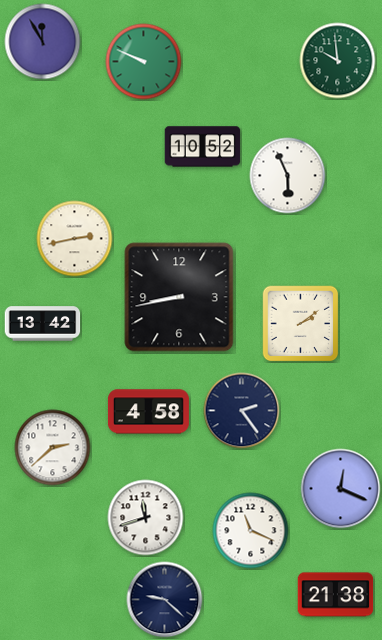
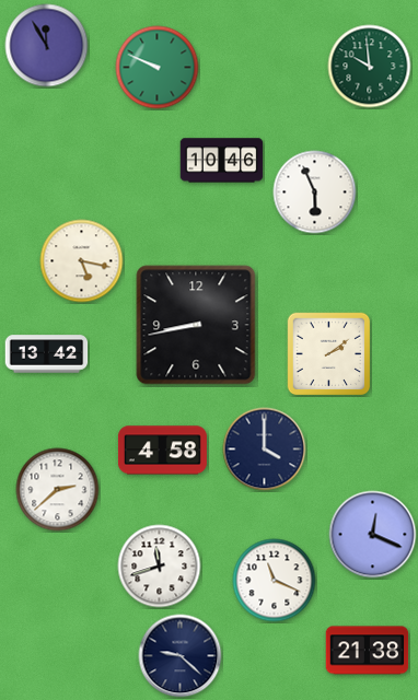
clock at (203, 147): 10:52 -> 10:46
clock at (75, 239): 2:43 -> 5:17
clock at (242, 411): 2:24 -> 4:00
